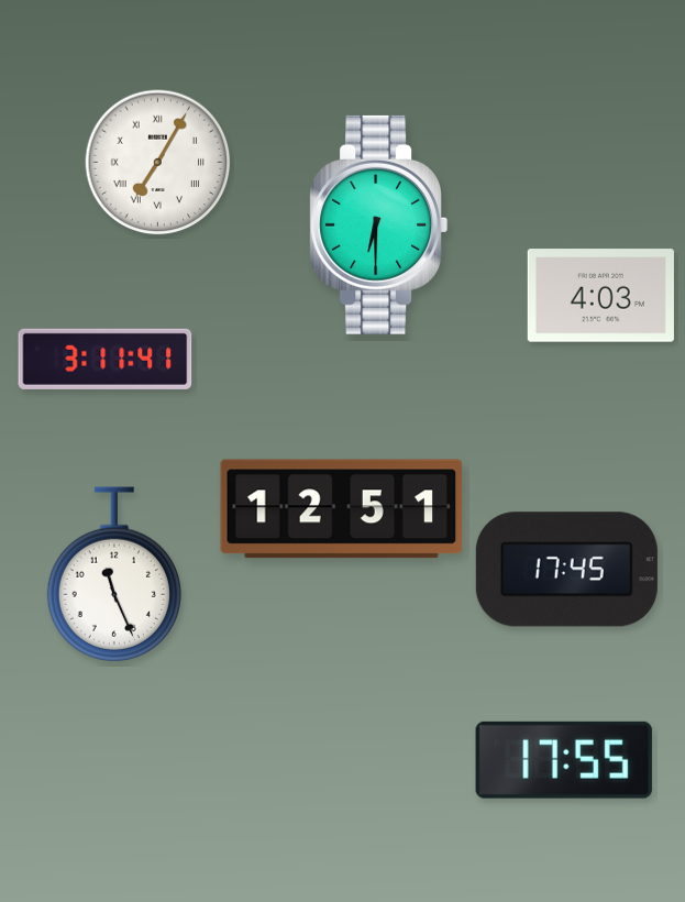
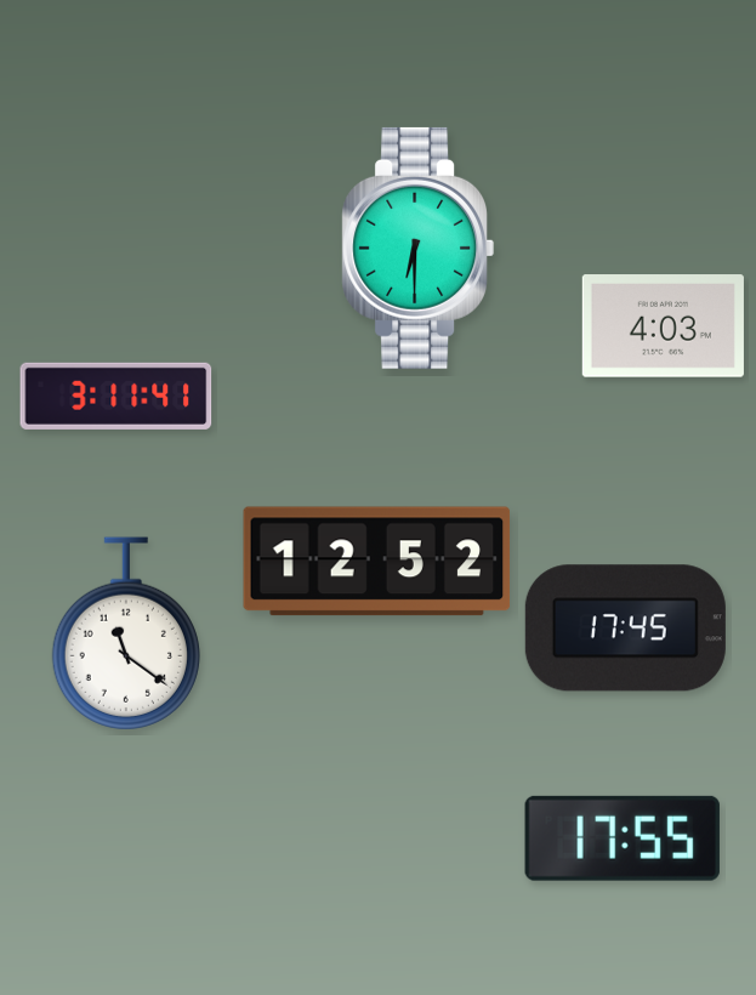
clock at (158, 163): 7:05 -> none
clock at (342, 509): 12:51 -> 12:52
clock at (114, 574): 11:26 -> 11:21
